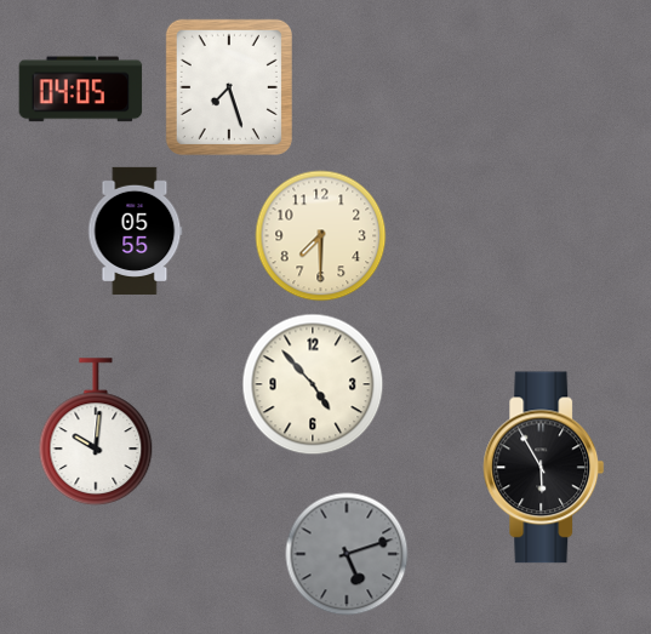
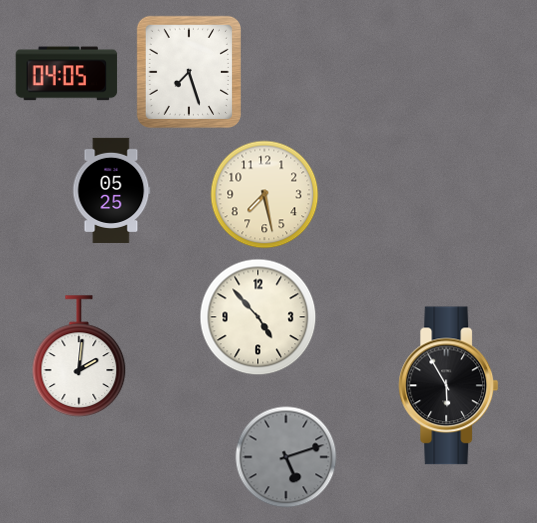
clock at (136, 230): 05:55 -> 05:25
clock at (321, 236): 7:30 -> 7:28
clock at (96, 432): 10:01 -> 2:01
